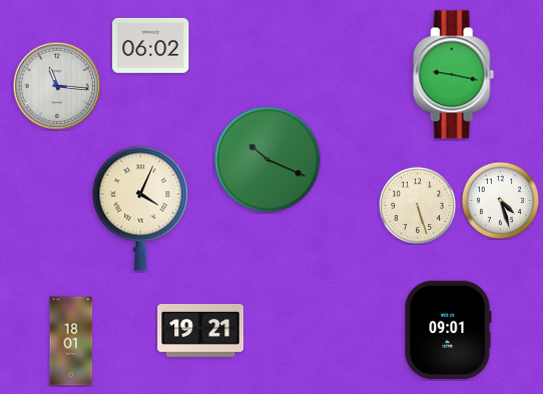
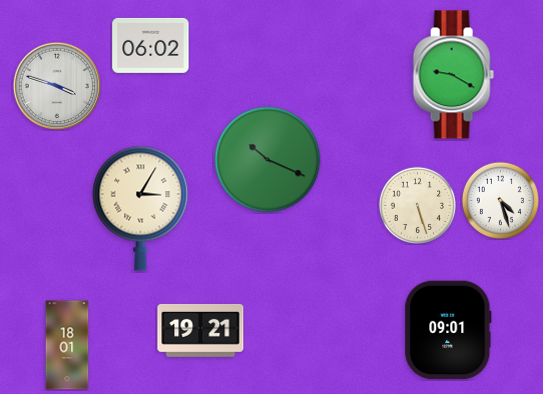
clock at (453, 75): 9:17 -> 9:20
clock at (57, 86): 11:16 -> 3:48
clock at (141, 208): 4:04 -> 3:05
clock at (71, 341) position: (71, 341) -> (67, 345)
